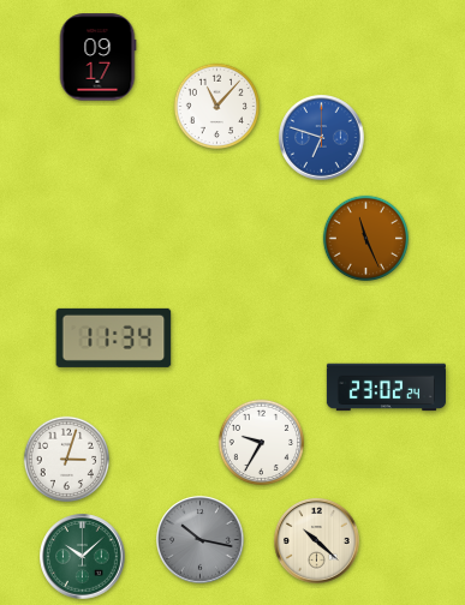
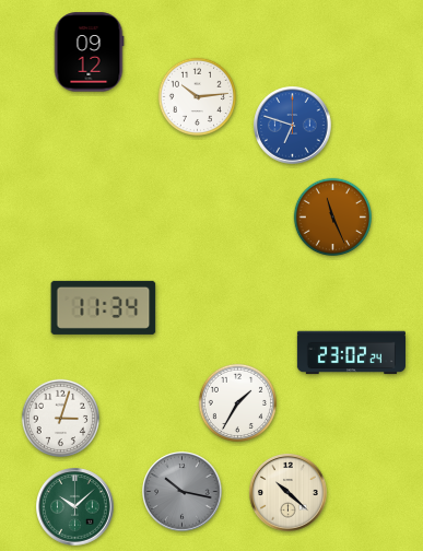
clock at (97, 58): 09:17 -> 09:12
clock at (216, 106): 11:07 -> 10:14
clock at (261, 442): 9:35 -> 1:35
